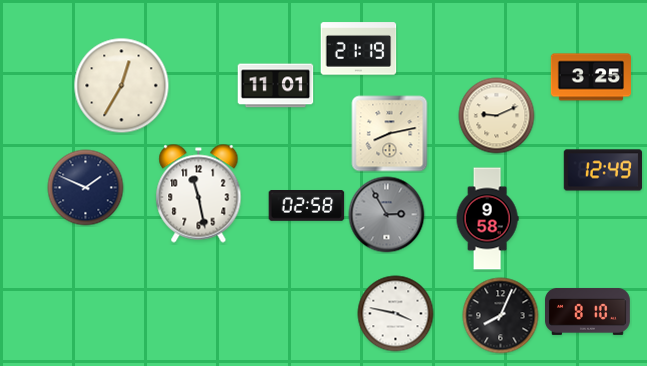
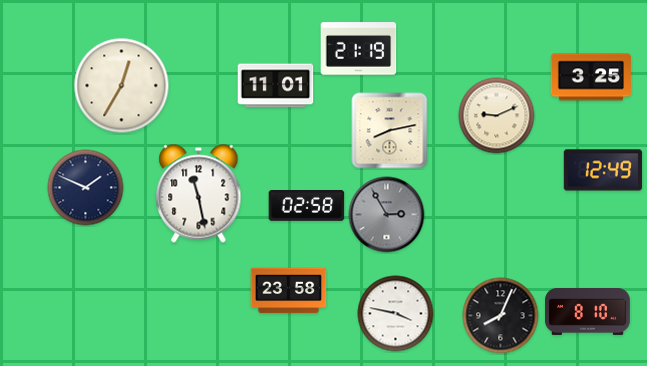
clock at (390, 134) position: (390, 134) -> (390, 131)
clock at (487, 219): 9:58 -> none
clock at (289, 291): none -> 23:58
